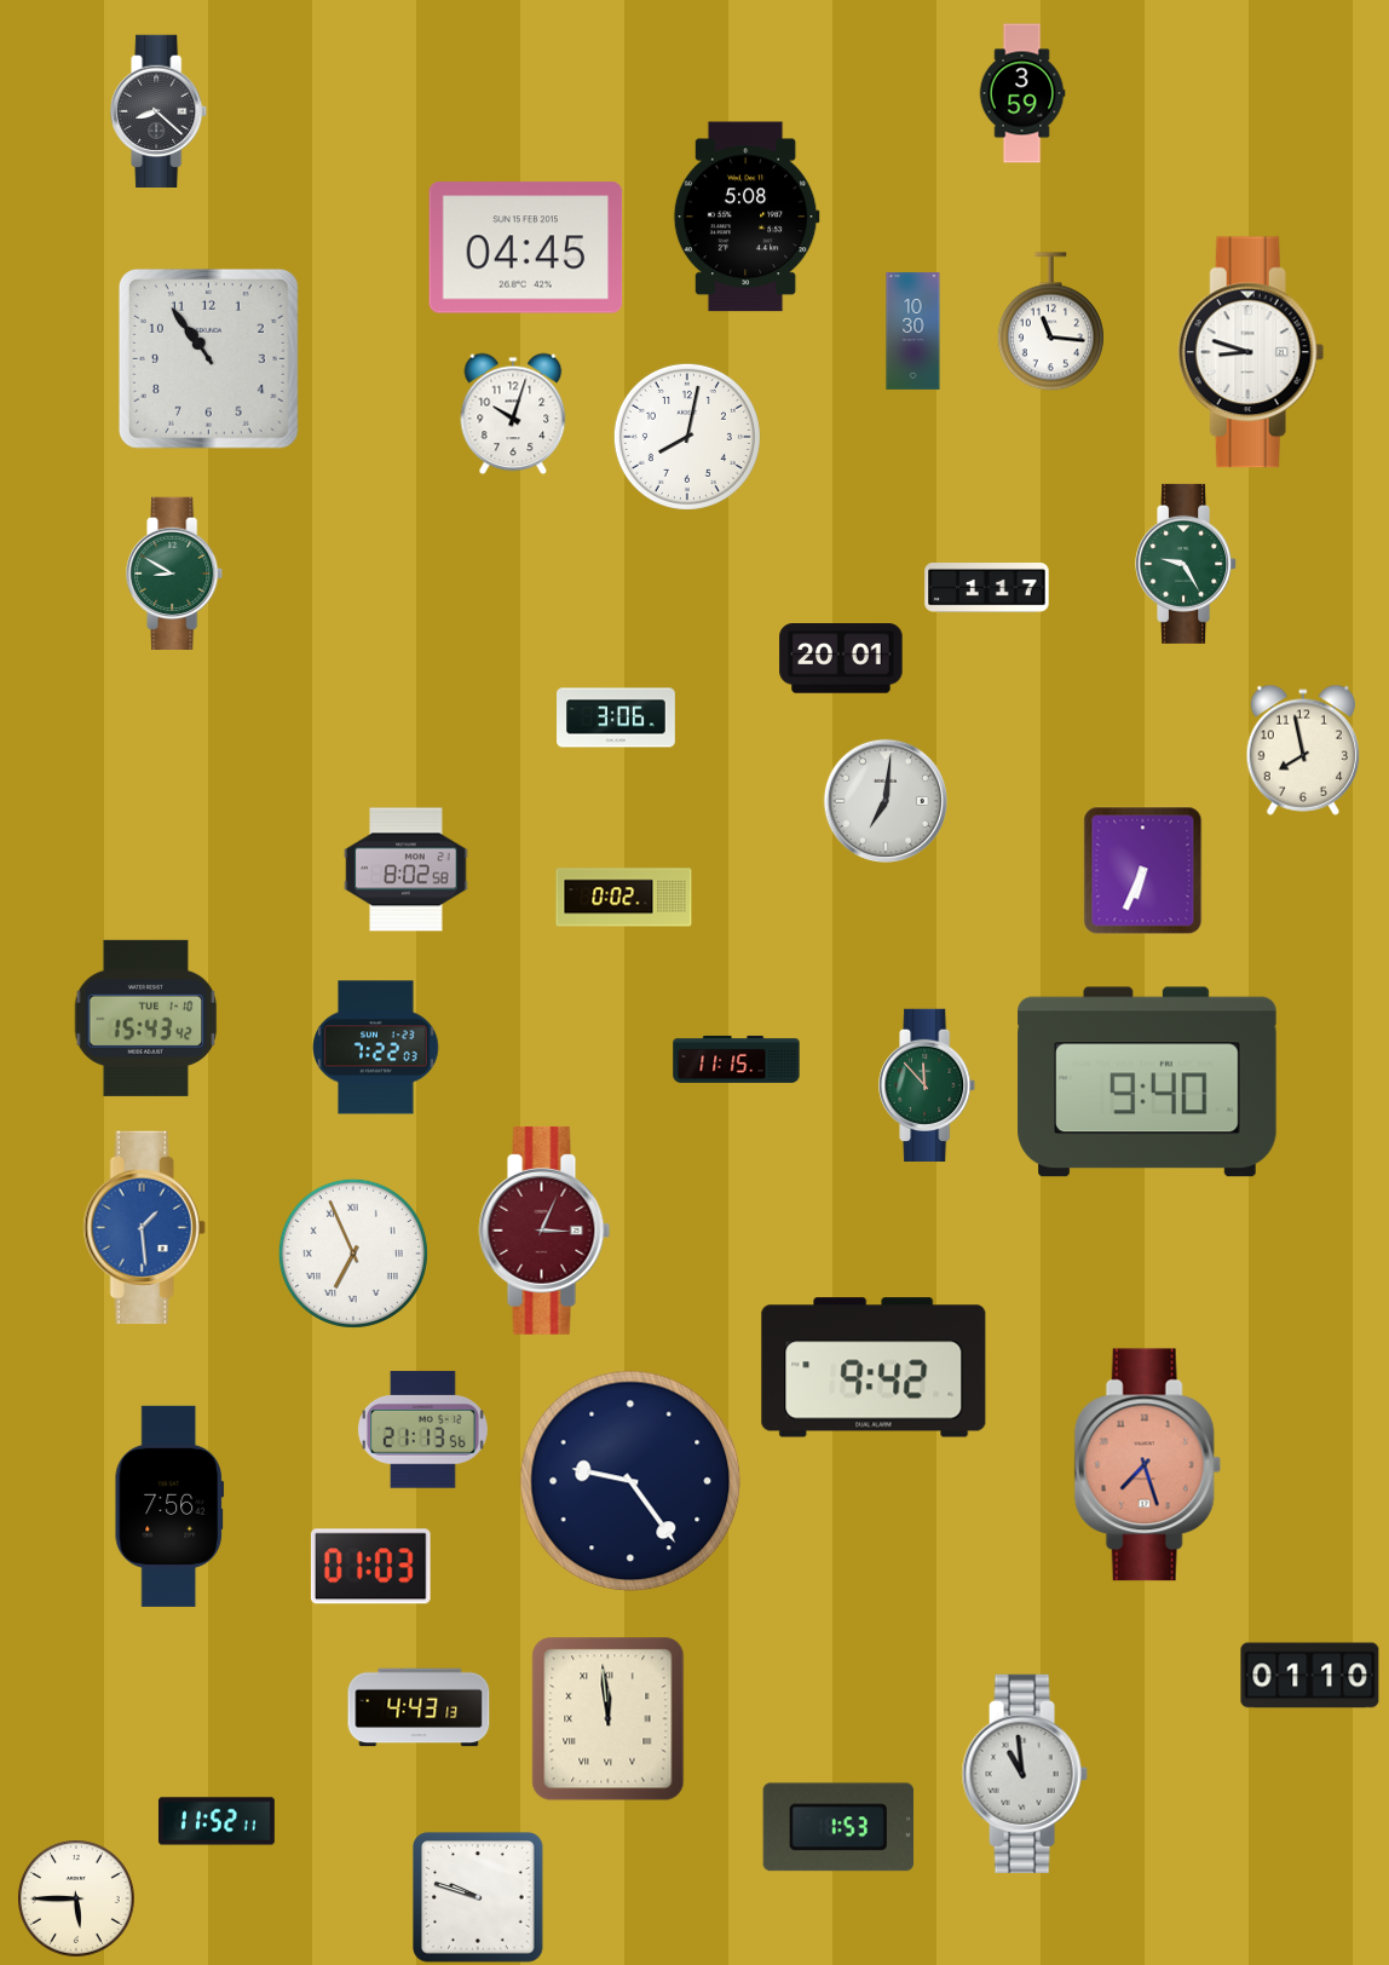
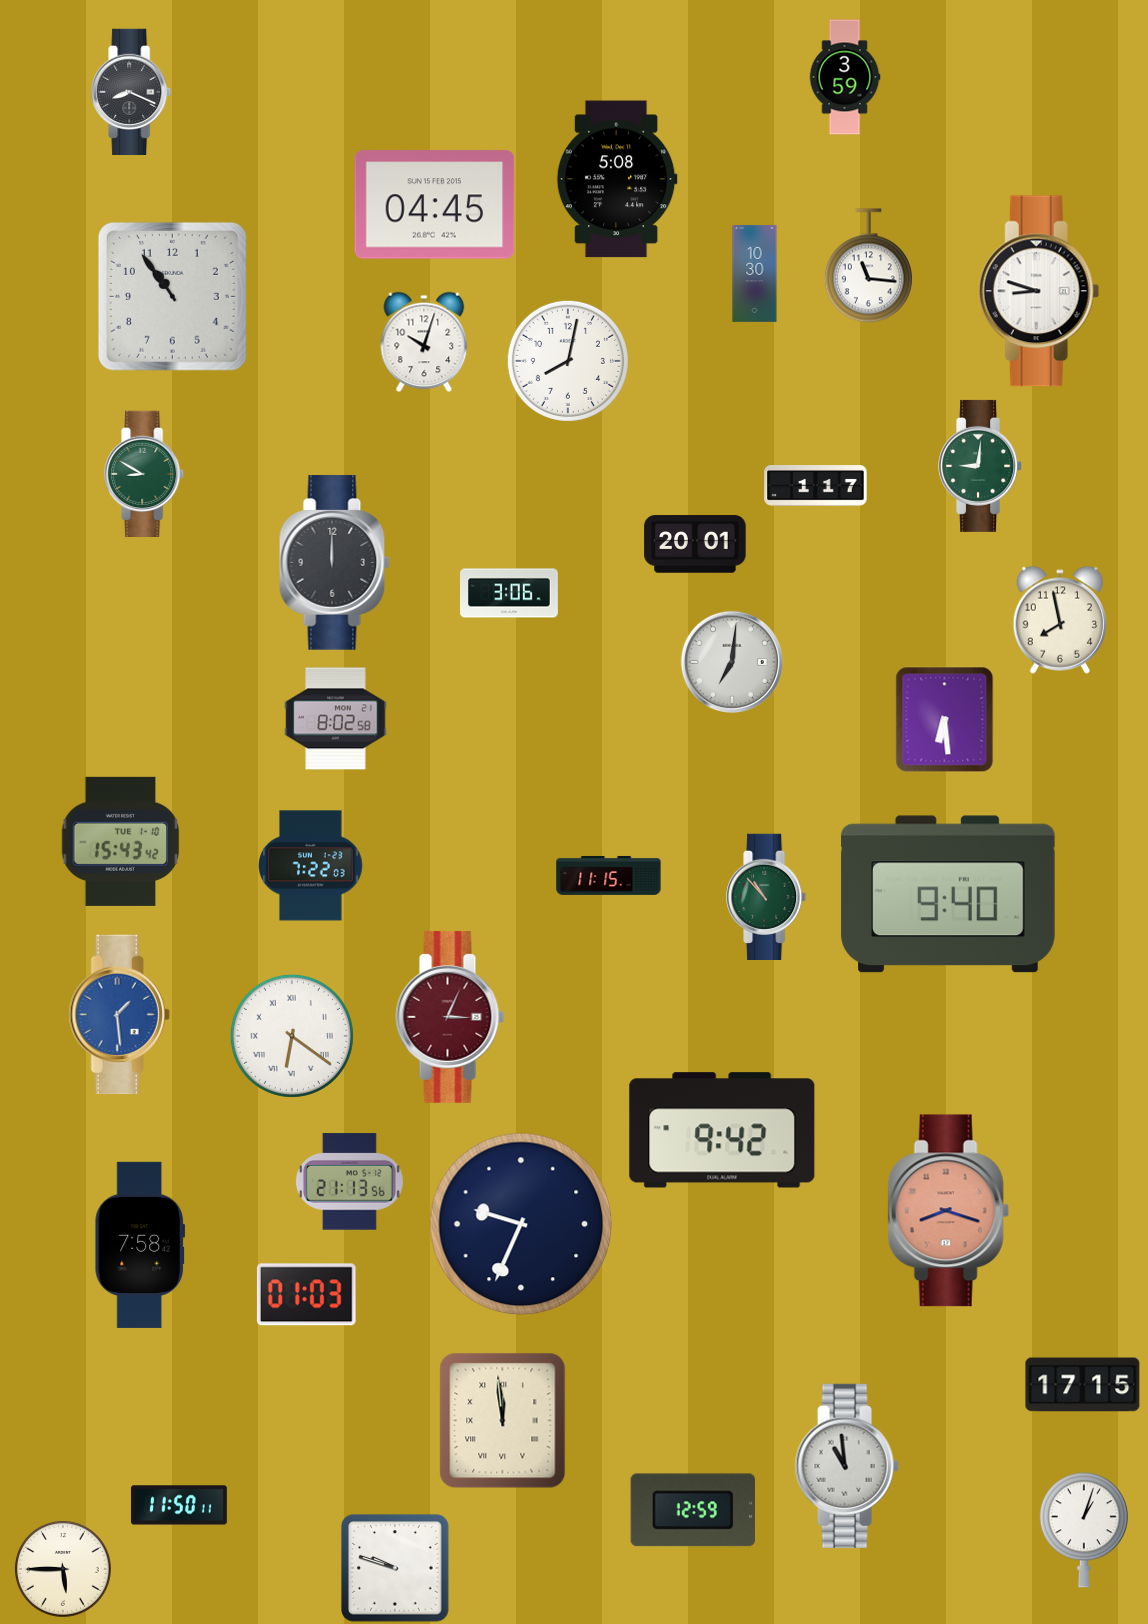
clock at (160, 110): 8:22 -> 8:19
clock at (1251, 352) position: (1251, 352) -> (1039, 291)
clock at (1187, 564): 9:25 -> 9:01
clock at (334, 563): none -> 12:00
clock at (1303, 750) position: (1303, 750) -> (1060, 620)
clock at (1143, 871): 6:34 -> 6:29
clock at (624, 898): 0:02 -> none
clock at (928, 1084): 11:53 -> 10:53
clock at (353, 1254): 6:56 -> 6:21
clock at (1147, 1465): 7:27 -> 8:18
clock at (630, 1481): 9:24 -> 9:34
clock at (169, 1506): 7:56 -> 7:58
clock at (1310, 1676): 01:10 -> 17:15
clock at (419, 1707): 4:43 -> none
clock at (217, 1821): 11:52 -> 11:50
clock at (838, 1827): 1:53 -> 12:59
clock at (1084, 1530): none -> 1:03
